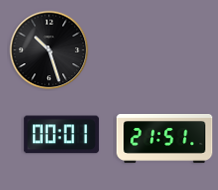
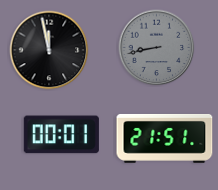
clock at (157, 48): none -> 8:43
clock at (49, 50): 10:27 -> 11:58
